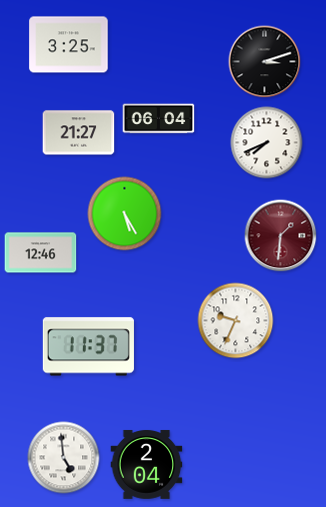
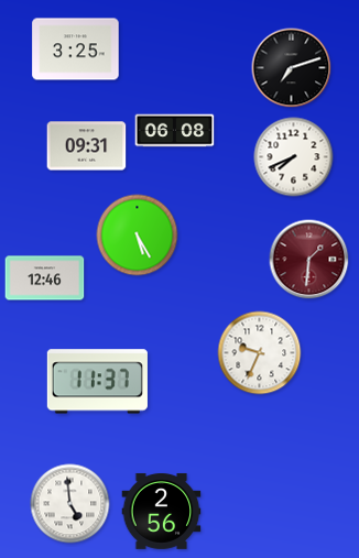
clock at (265, 62): 3:12 -> 7:12
clock at (159, 119): 06:04 -> 06:08
clock at (79, 133): 21:27 -> 09:31
clock at (147, 465): 2:04 -> 2:56
